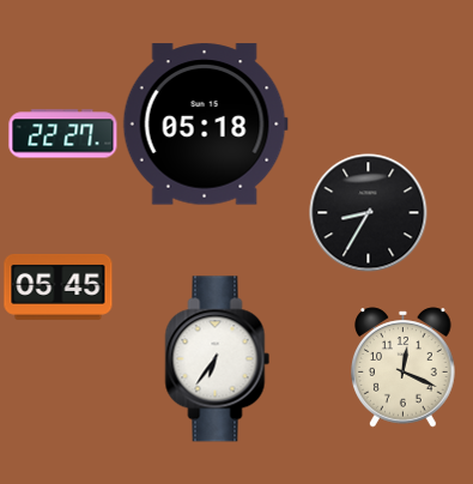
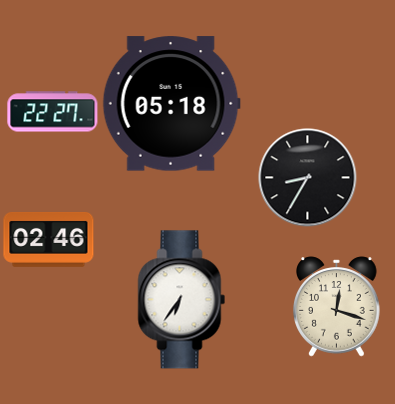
clock at (59, 288): 05:45 -> 02:46
clock at (404, 368): 12:19 -> 12:18
